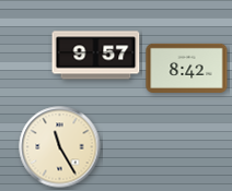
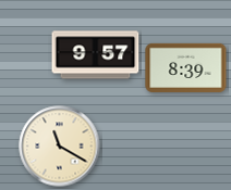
clock at (187, 68): 8:42 -> 8:39
clock at (60, 147): 11:25 -> 11:20
